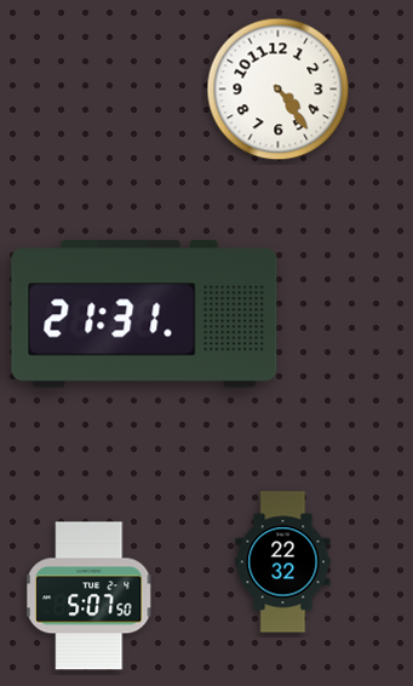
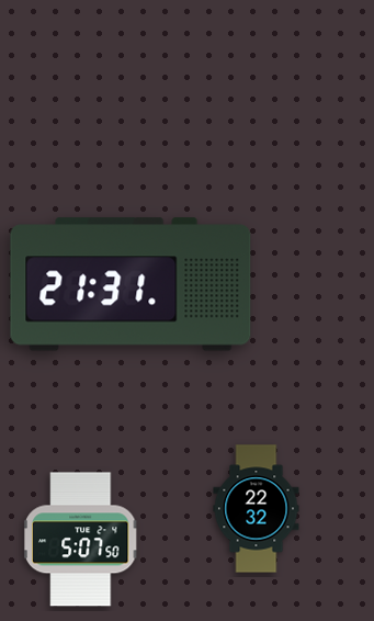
clock at (279, 90): 4:24 -> none
